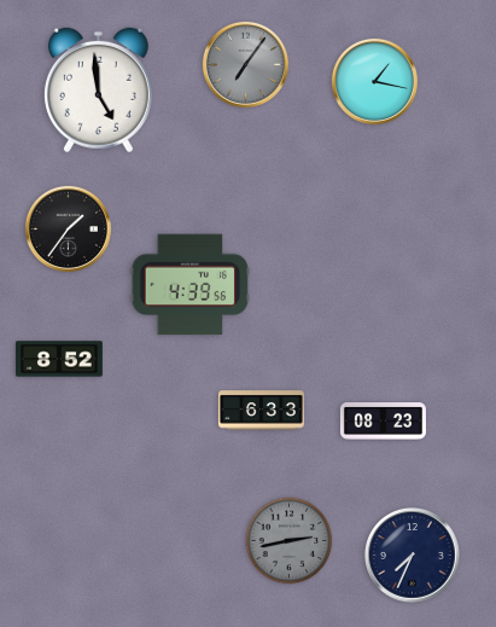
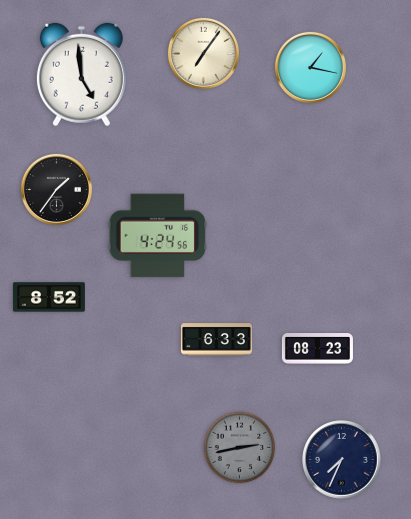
clock at (245, 64) dial: grey -> cream
clock at (191, 285): 4:39 -> 4:24
